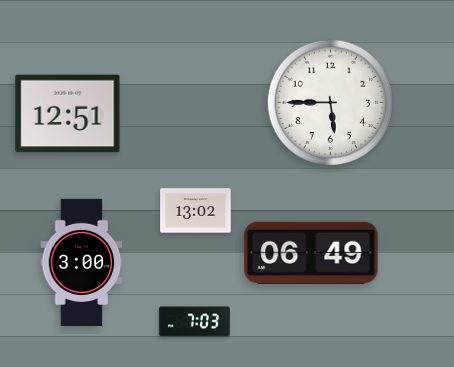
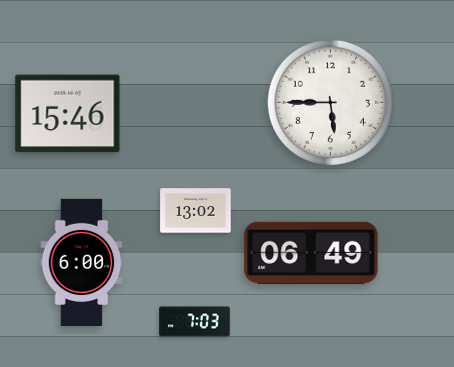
clock at (68, 114): 12:51 -> 15:46
clock at (82, 262): 3:00 -> 6:00
